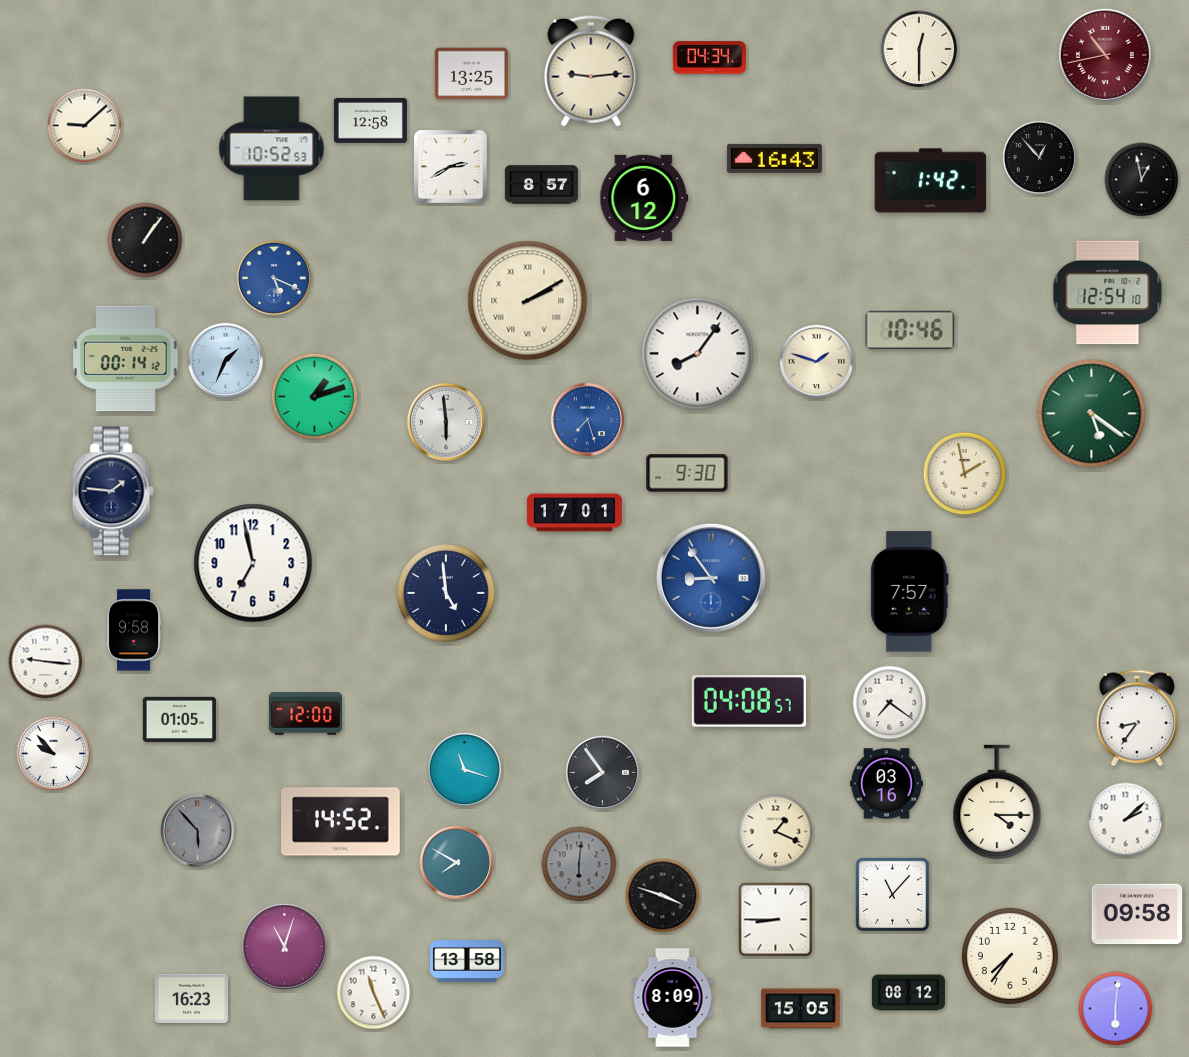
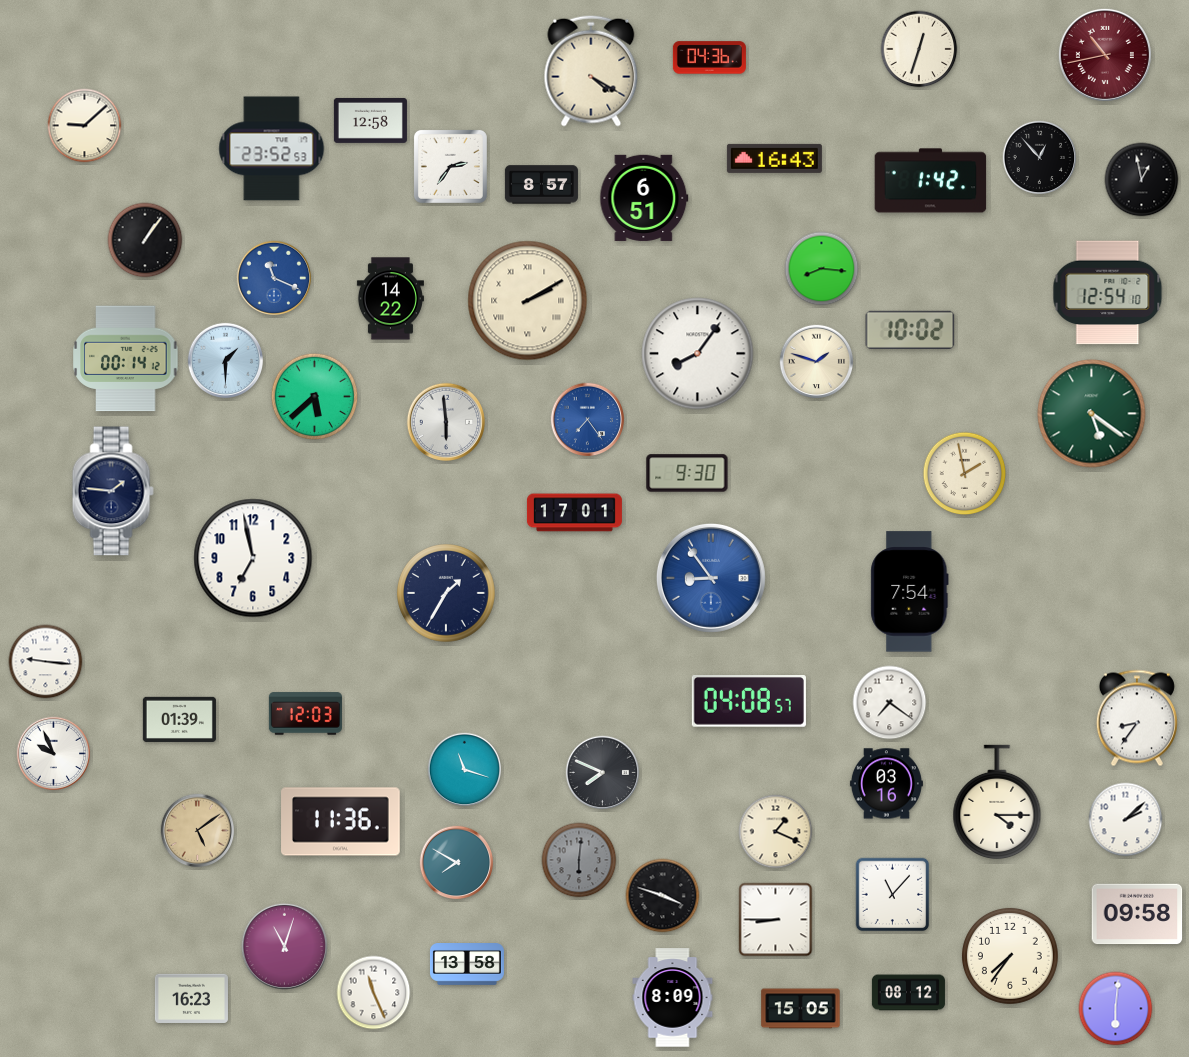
clock at (919, 49): 12:30 -> 12:33
clock at (709, 58): 04:34 -> 04:36
clock at (591, 71): 9:14 -> 4:20
clock at (471, 74): 13:25 -> none
clock at (272, 149): 10:52 -> 23:52
clock at (450, 166): 2:40 -> 2:36
clock at (644, 198): 6:12 -> 6:51
clock at (822, 269): none -> 8:16
clock at (274, 278): 5:19 -> 11:19
clock at (390, 299): none -> 14:22
clock at (910, 330): 10:46 -> 10:02
clock at (226, 361): 1:34 -> 1:30
clock at (314, 396): 1:12 -> 5:38
clock at (588, 420): 7:27 -> 7:24
clock at (253, 563) position: (253, 563) -> (253, 558)
clock at (910, 592): 7:57 -> 7:54
clock at (447, 594): 4:59 -> 1:35
clock at (134, 630): 9:58 -> none
clock at (305, 714): 12:00 -> 12:03
clock at (179, 719): 01:05 -> 01:39
clock at (54, 754): 9:53 -> 9:56
clock at (603, 773): 7:54 -> 7:49
clock at (341, 822): 14:52 -> 11:36
clock at (198, 831): 5:53 -> 5:09
clock at (198, 831) dial: grey -> champagne
clock at (579, 864) position: (579, 864) -> (579, 860)
clock at (467, 962) position: (467, 962) -> (467, 965)
